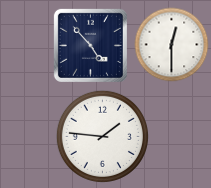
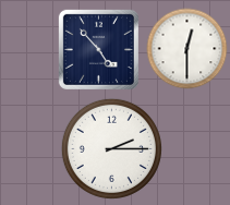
clock at (102, 136): 1:46 -> 2:15
